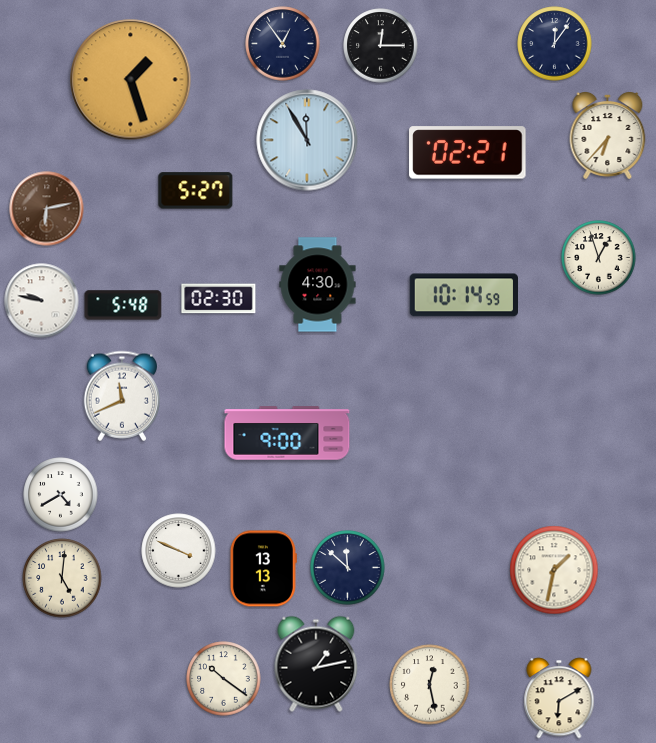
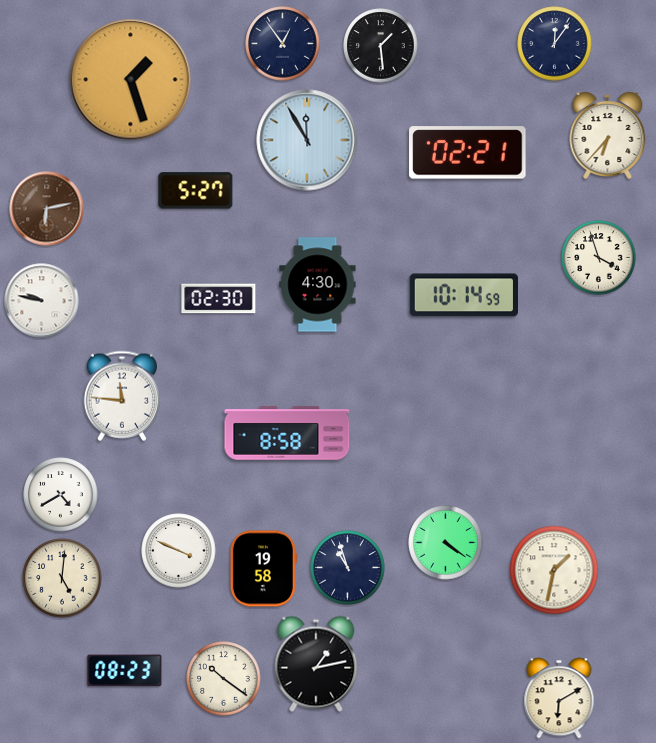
clock at (381, 46): 12:15 -> 1:29
clock at (599, 258): 12:57 -> 3:57
clock at (123, 305): 5:48 -> none
clock at (121, 396): 11:41 -> 11:46
clock at (287, 433): 9:00 -> 8:58
clock at (446, 543): none -> 4:21
clock at (348, 568): 11:52 -> 10:57
clock at (263, 569): 13:13 -> 19:58
clock at (125, 671): none -> 08:23
clock at (430, 685): 12:28 -> none
